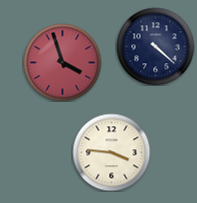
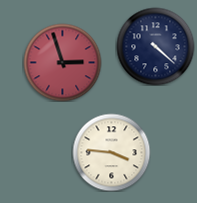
clock at (62, 62): 3:57 -> 2:57
